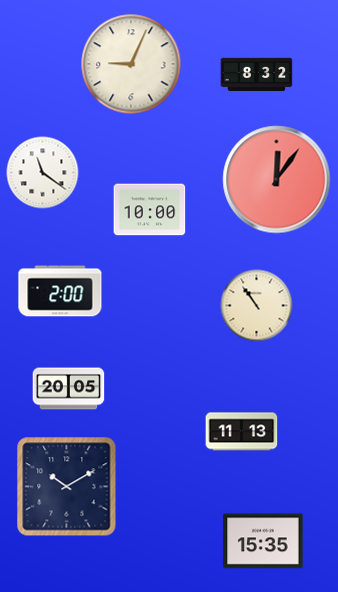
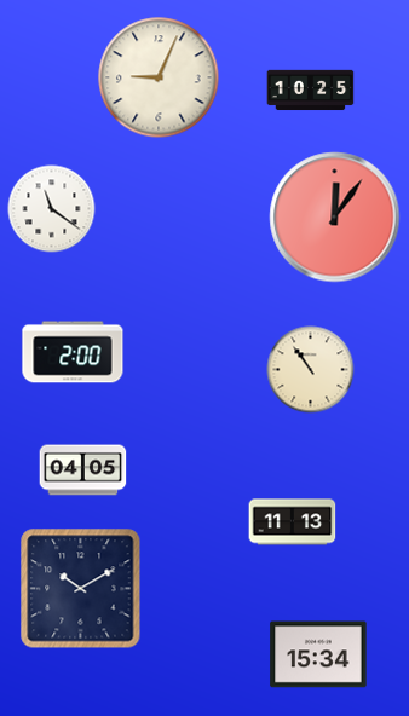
clock at (257, 75): 8:32 -> 10:25
clock at (150, 210): 10:00 -> none
clock at (69, 389): 20:05 -> 04:05
clock at (263, 541): 15:35 -> 15:34
